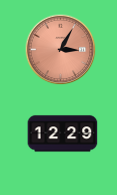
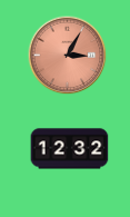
clock at (63, 134): 12:29 -> 12:32
